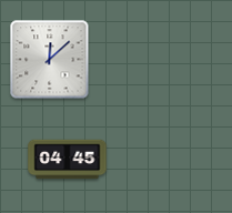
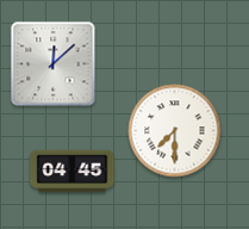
clock at (175, 131): none -> 7:30
